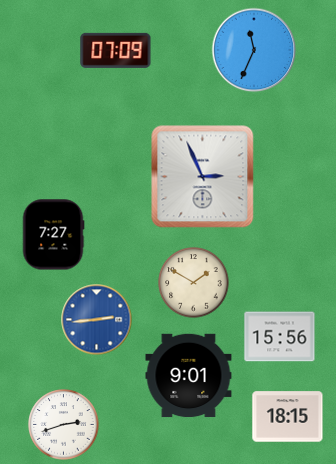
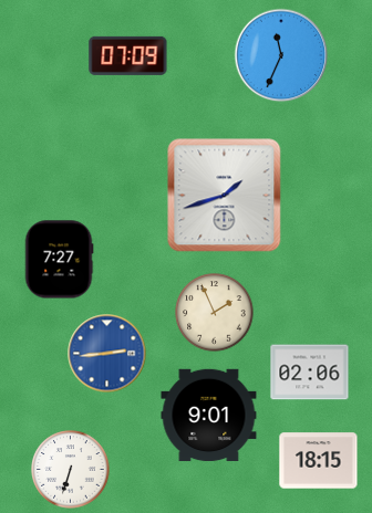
clock at (203, 177): 2:56 -> 1:42
clock at (194, 283): 1:50 -> 1:56
clock at (280, 337): 15:56 -> 02:06
clock at (64, 425): 2:42 -> 6:33
